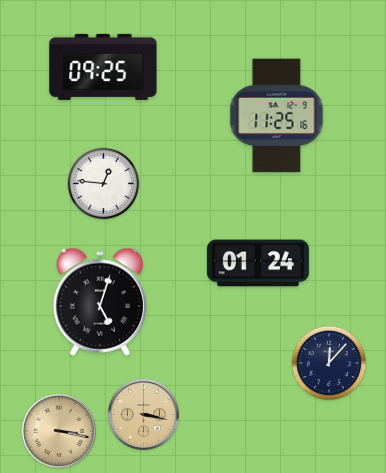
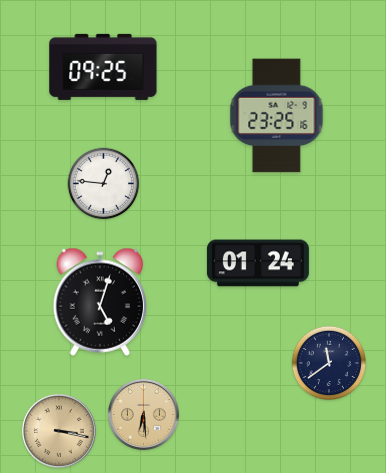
clock at (277, 116): 11:25 -> 23:25
clock at (328, 362): 12:07 -> 11:39
clock at (143, 414): 3:17 -> 6:29
